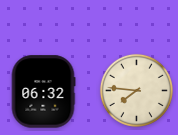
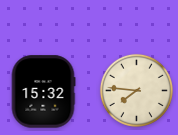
clock at (43, 92): 06:32 -> 15:32
